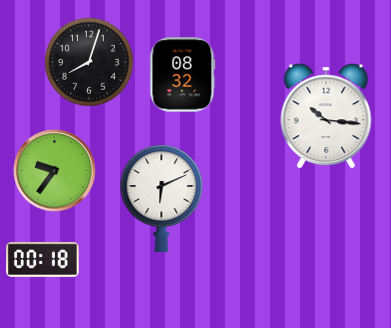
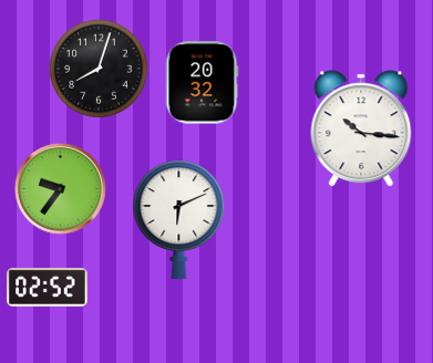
clock at (183, 75): 08:32 -> 20:32
clock at (43, 259): 00:18 -> 02:52
